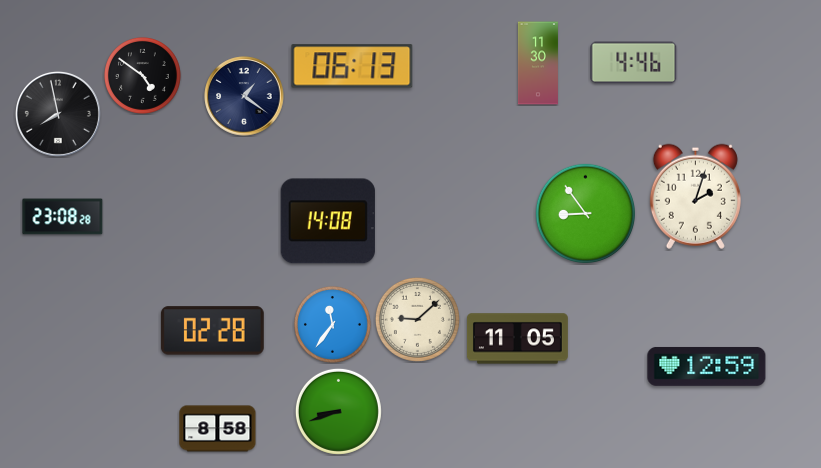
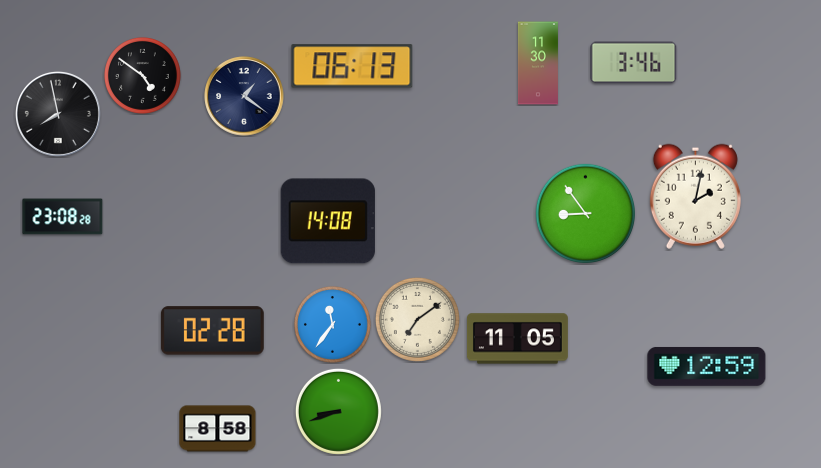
clock at (634, 63): 4:46 -> 3:46
clock at (695, 196): 2:03 -> 2:02
clock at (417, 319): 9:08 -> 7:09
